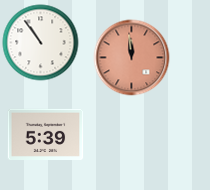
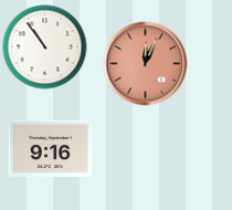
clock at (132, 58): 11:59 -> 12:04
clock at (46, 134): 5:39 -> 9:16
